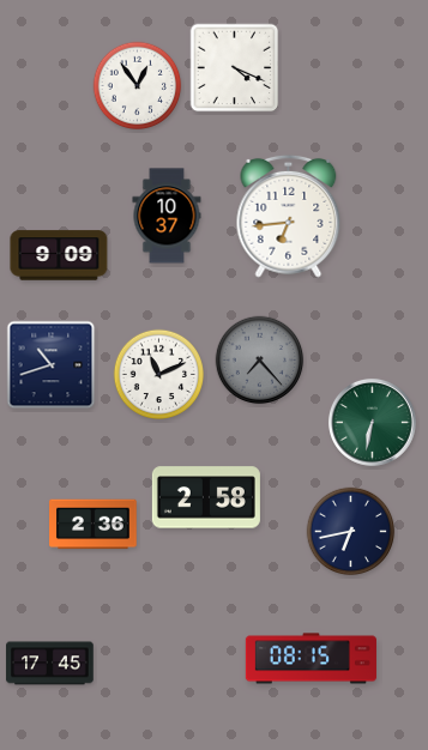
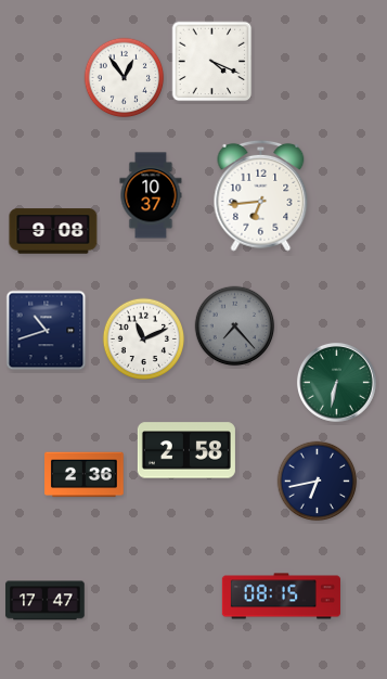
clock at (59, 255): 9:09 -> 9:08
clock at (50, 664): 17:45 -> 17:47
